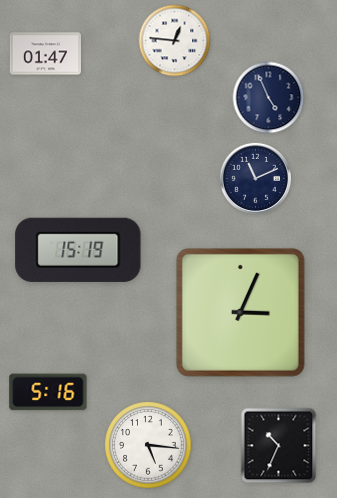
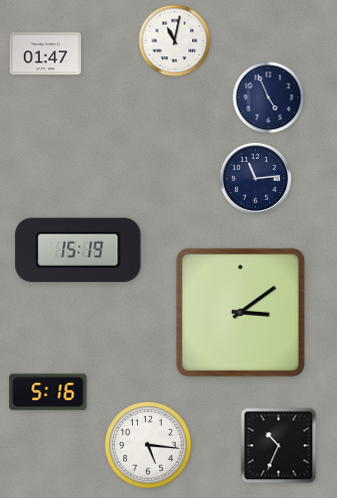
clock at (175, 41): 12:46 -> 11:02
clock at (255, 178): 11:11 -> 11:14
clock at (240, 312): 3:04 -> 3:09
